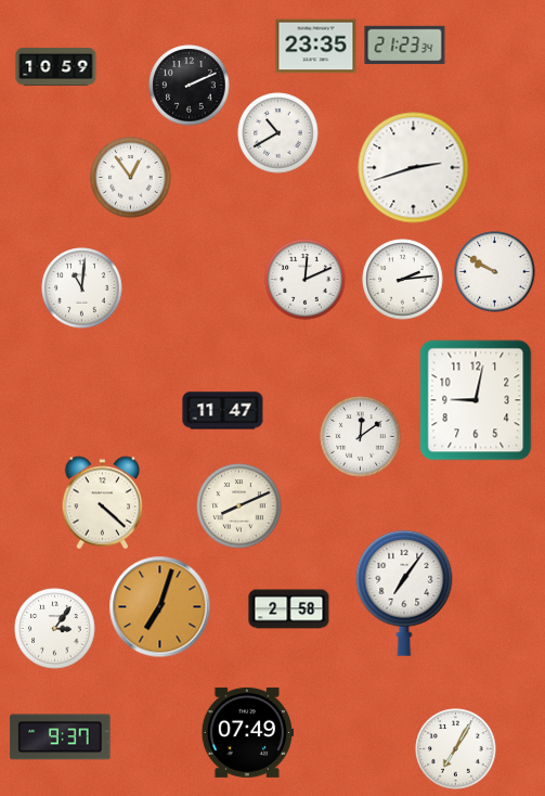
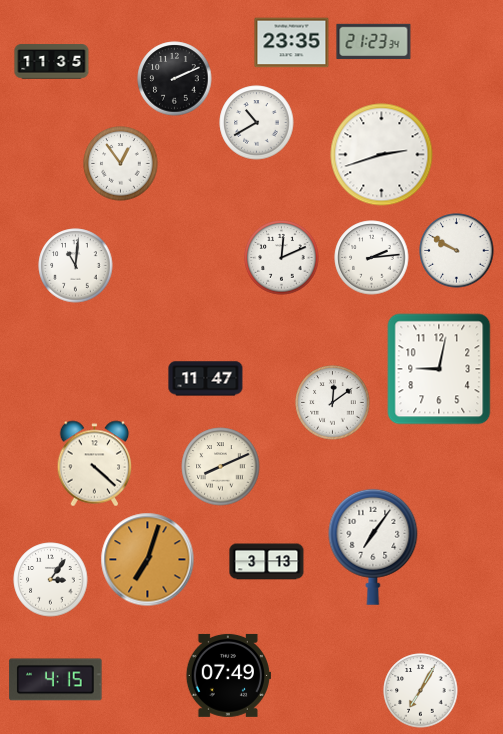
clock at (56, 67): 10:59 -> 11:35
clock at (289, 609): 2:58 -> 3:13
clock at (61, 737): 9:37 -> 4:15
